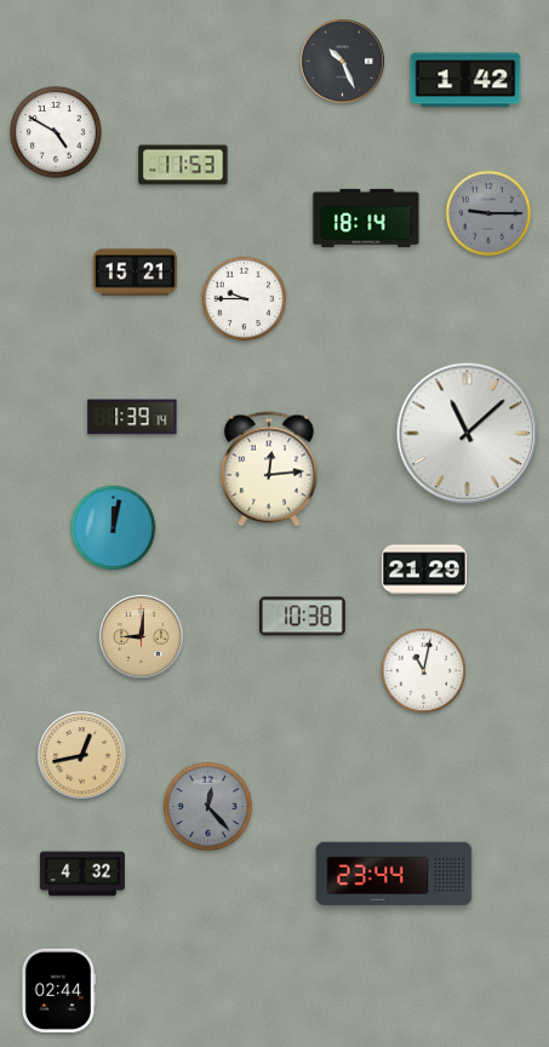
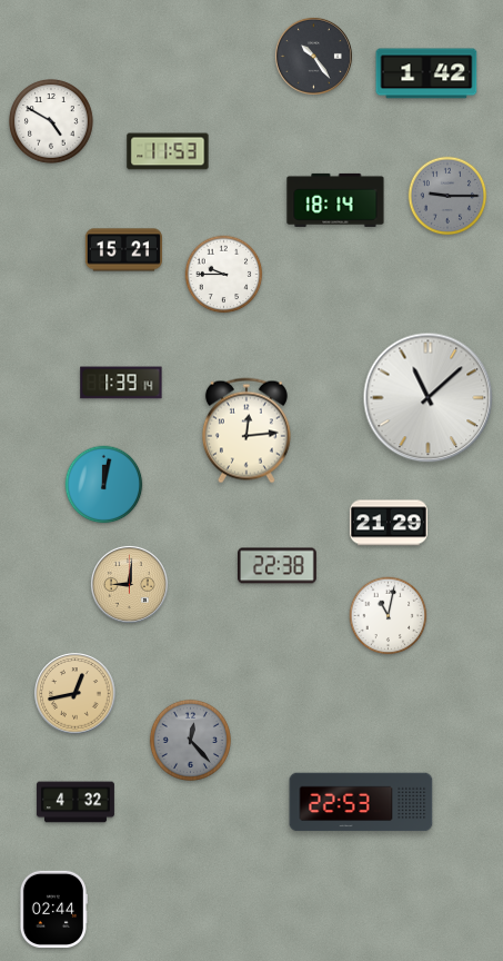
clock at (342, 61): 10:26 -> 10:24
clock at (303, 617): 10:38 -> 22:38
clock at (394, 874): 23:44 -> 22:53
